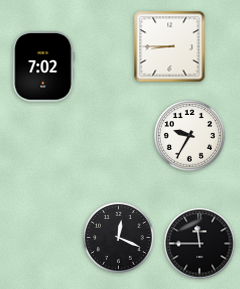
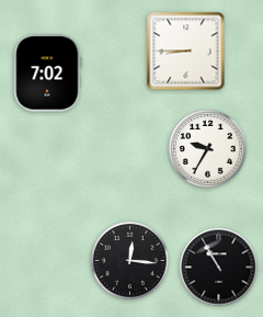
clock at (119, 238): 12:19 -> 12:16
clock at (200, 244): 11:45 -> 10:55
